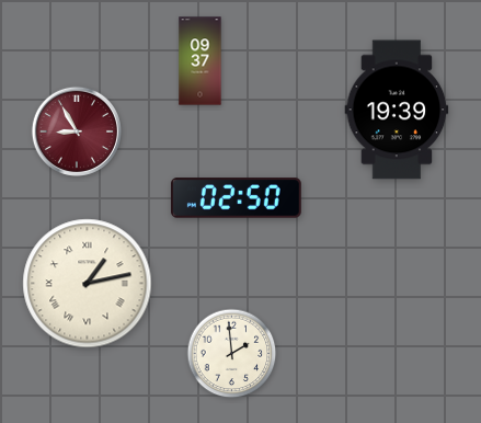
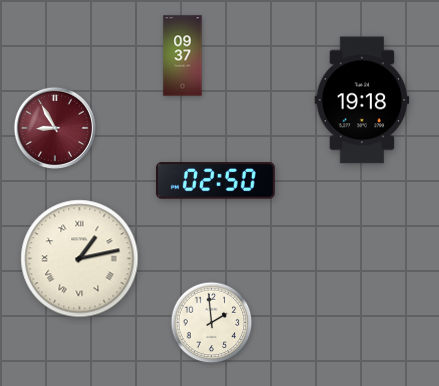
clock at (397, 110): 19:39 -> 19:18
clock at (77, 132) position: (77, 132) -> (55, 128)
